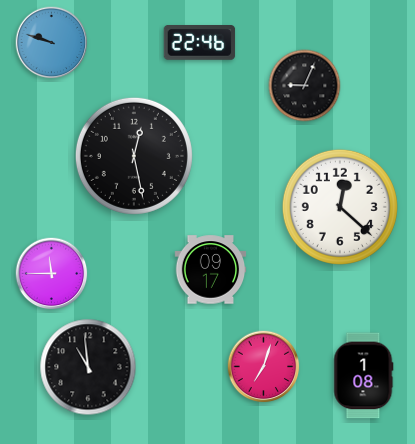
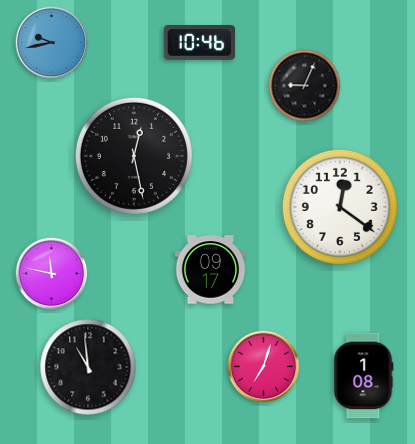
clock at (52, 43): 9:48 -> 9:43
clock at (200, 43): 22:46 -> 10:46
clock at (340, 207): 12:22 -> 12:21
clock at (52, 274): 11:45 -> 11:47
